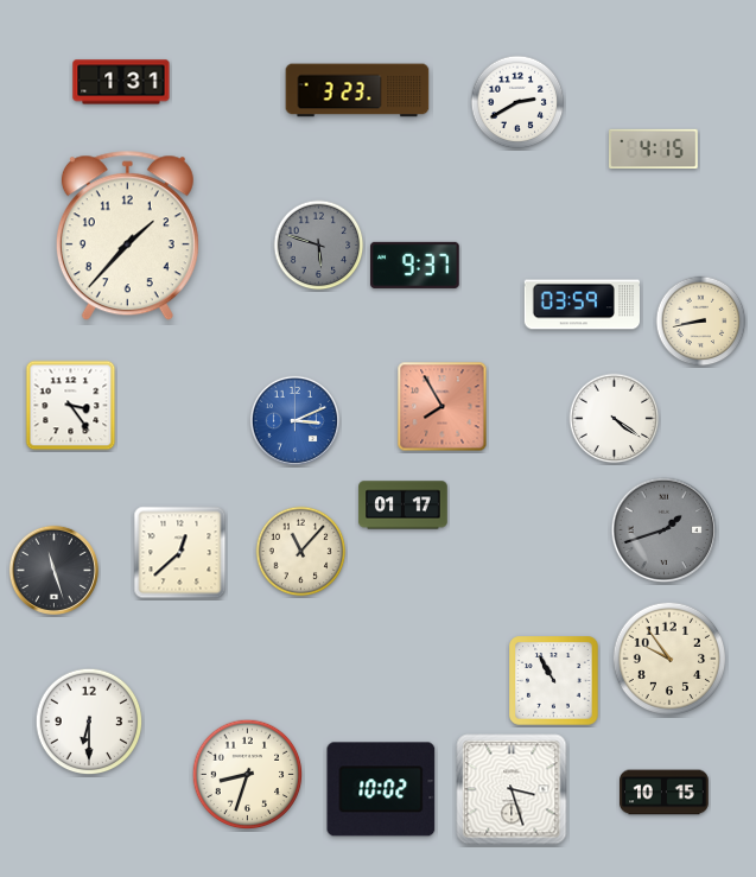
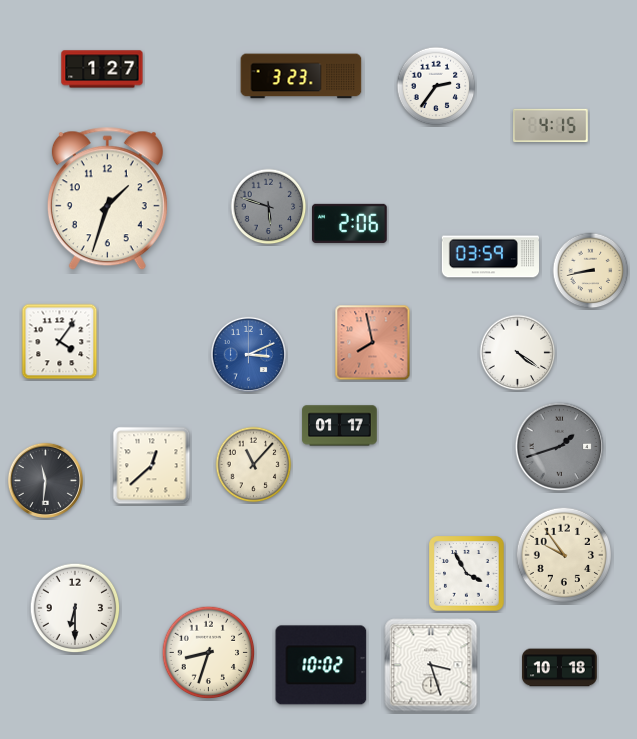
clock at (121, 82): 1:31 -> 1:27
clock at (517, 102): 2:40 -> 2:36
clock at (127, 236): 1:37 -> 1:33
clock at (415, 265): 9:37 -> 2:06
clock at (71, 406): 3:24 -> 4:06
clock at (443, 407): 7:55 -> 7:58
clock at (53, 570): 11:27 -> 11:31
clock at (554, 681): 10:55 -> 3:55
clock at (665, 793): 10:15 -> 10:18
